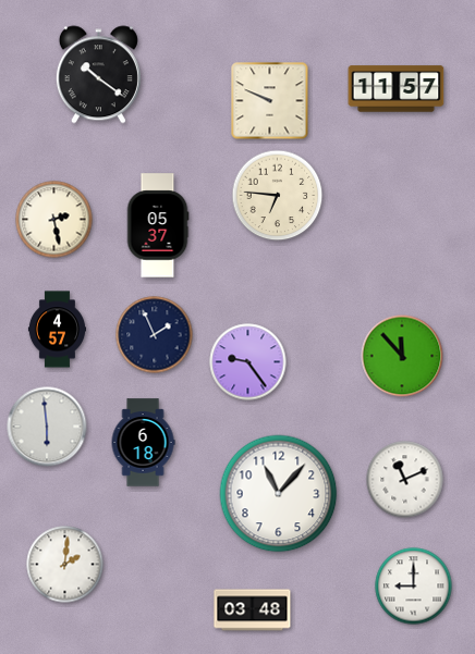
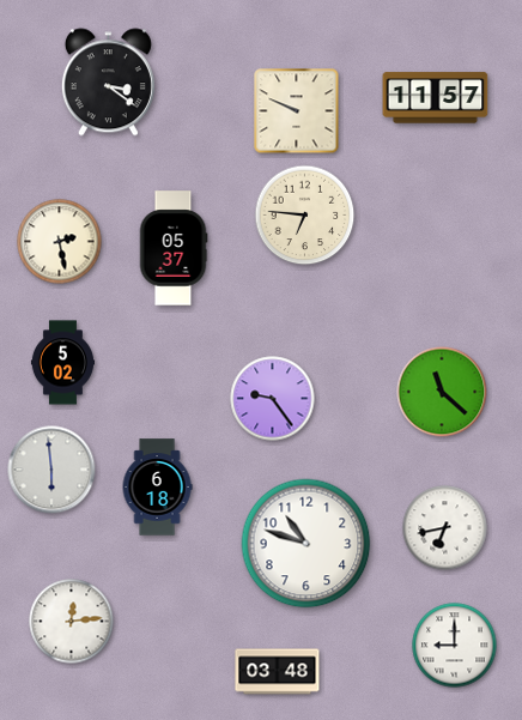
clock at (98, 75): 10:21 -> 3:21
clock at (57, 330): 4:57 -> 5:02
clock at (155, 335): 1:56 -> none
clock at (402, 356): 11:53 -> 11:22
clock at (405, 480): 11:11 -> 6:43
clock at (279, 494): 11:07 -> 10:48
clock at (65, 565): 2:01 -> 12:14
